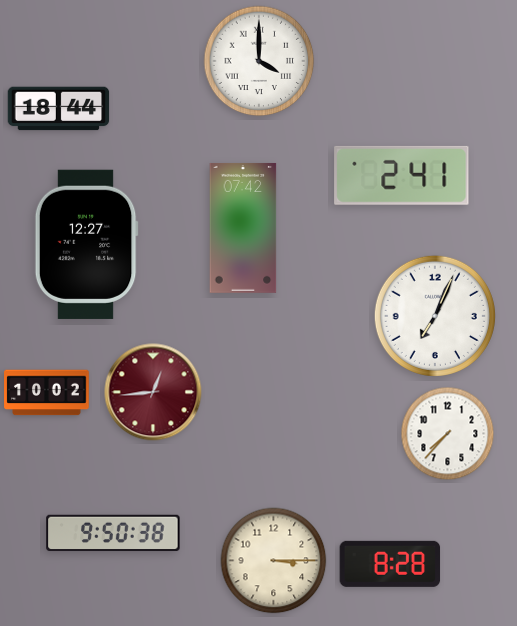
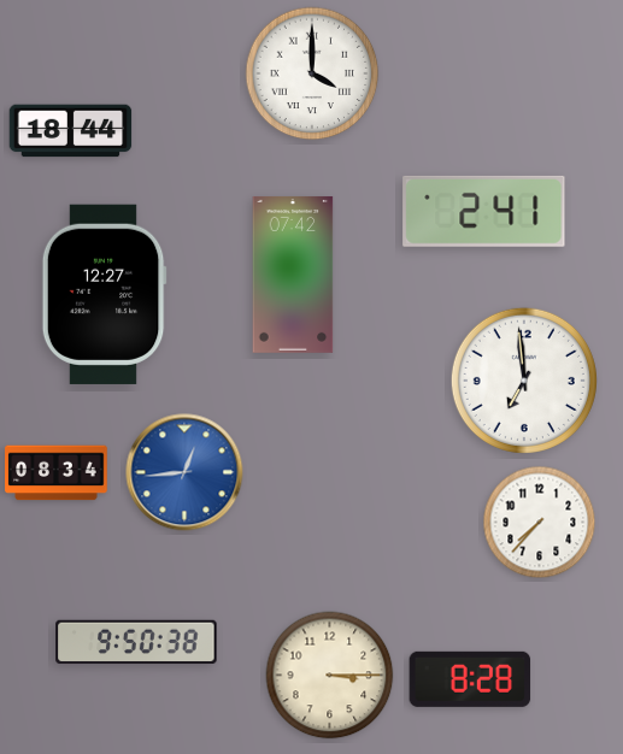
clock at (435, 316): 7:04 -> 6:59
clock at (153, 392) dial: burgundy -> blue
clock at (47, 393): 10:02 -> 08:34
